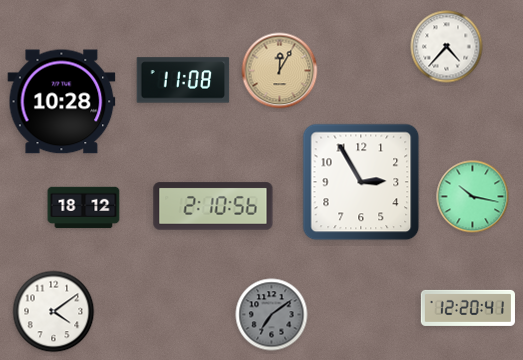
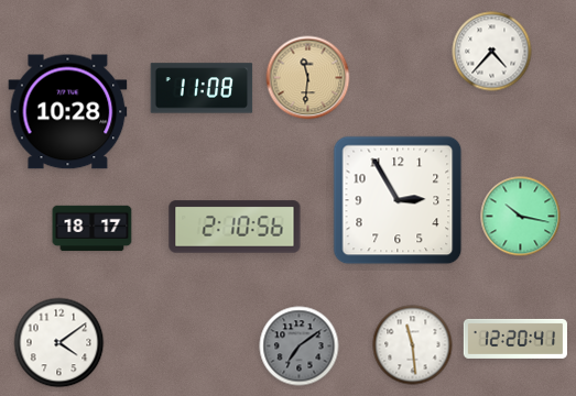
clock at (280, 71): 12:05 -> 11:31
clock at (84, 208): 18:12 -> 18:17
clock at (413, 345): none -> 11:29
